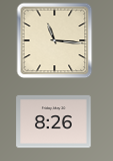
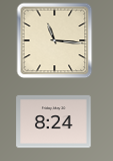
clock at (54, 122): 8:26 -> 8:24
